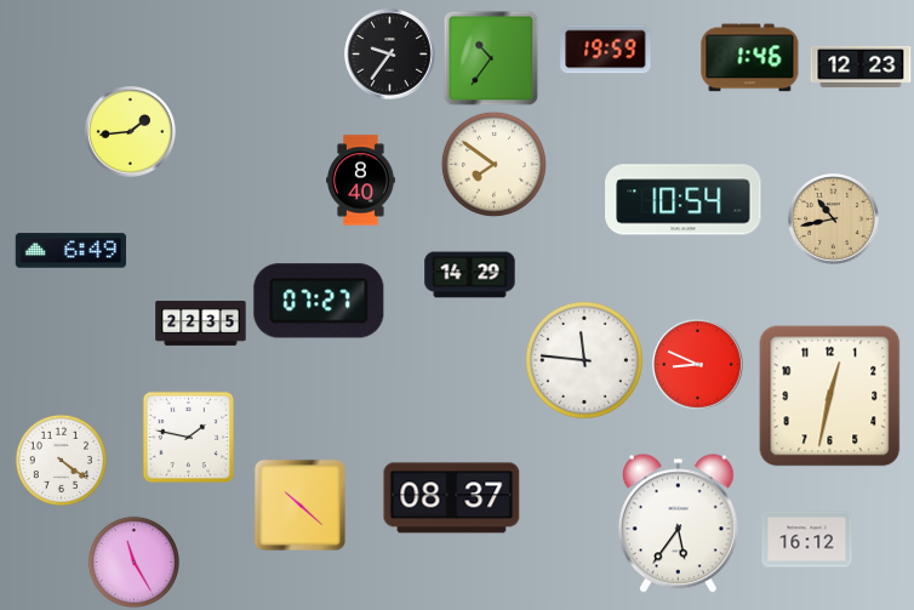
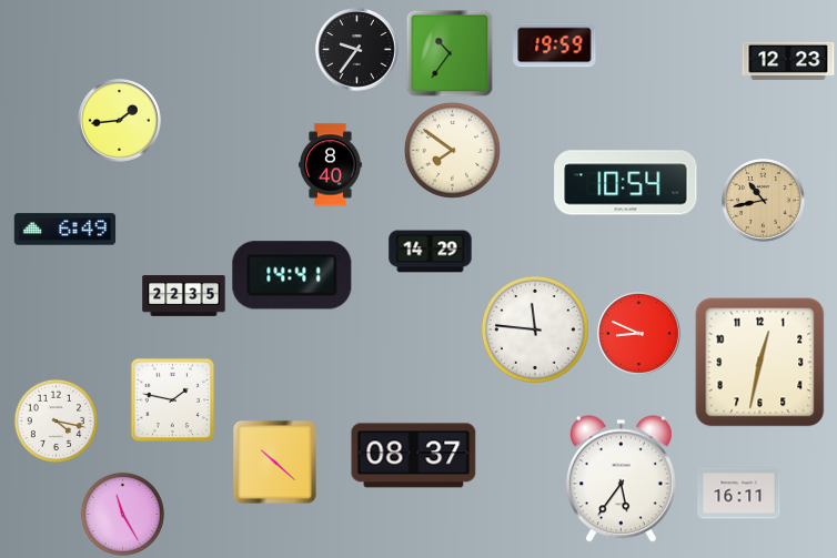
clock at (750, 58): 1:46 -> none
clock at (319, 301): 07:27 -> 14:41
clock at (61, 460): 4:21 -> 4:17
clock at (807, 540): 16:12 -> 16:11
